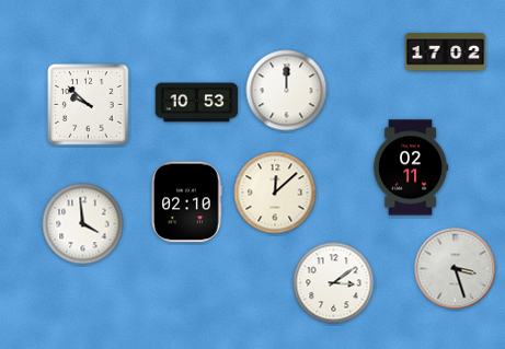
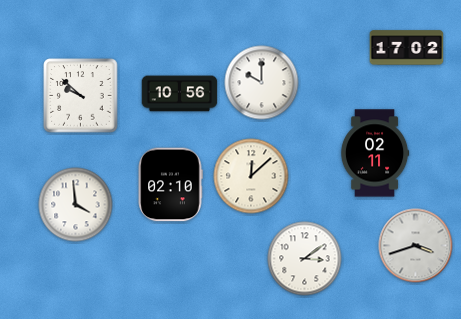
clock at (287, 91): 12:00 -> 10:00
clock at (197, 103): 10:53 -> 10:56
clock at (456, 269): 3:27 -> 3:42
